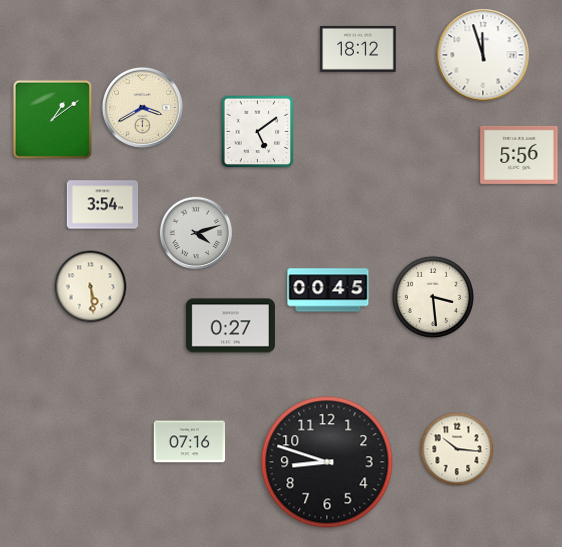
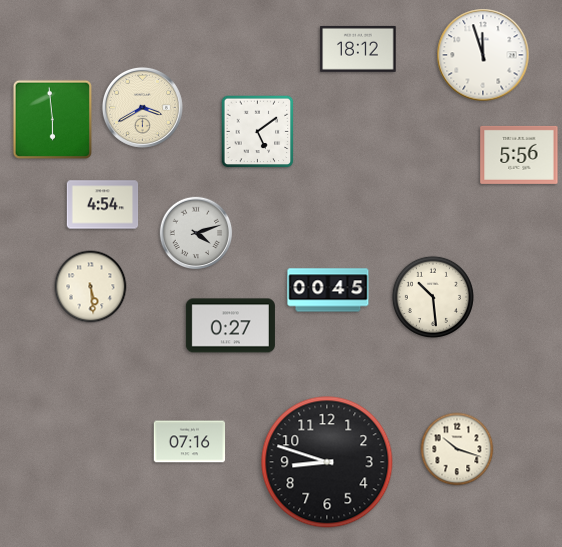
clock at (52, 119): 1:09 -> 5:59
clock at (103, 205): 3:54 -> 4:54
clock at (433, 297): 3:29 -> 10:29
clock at (457, 449): 10:16 -> 10:18
